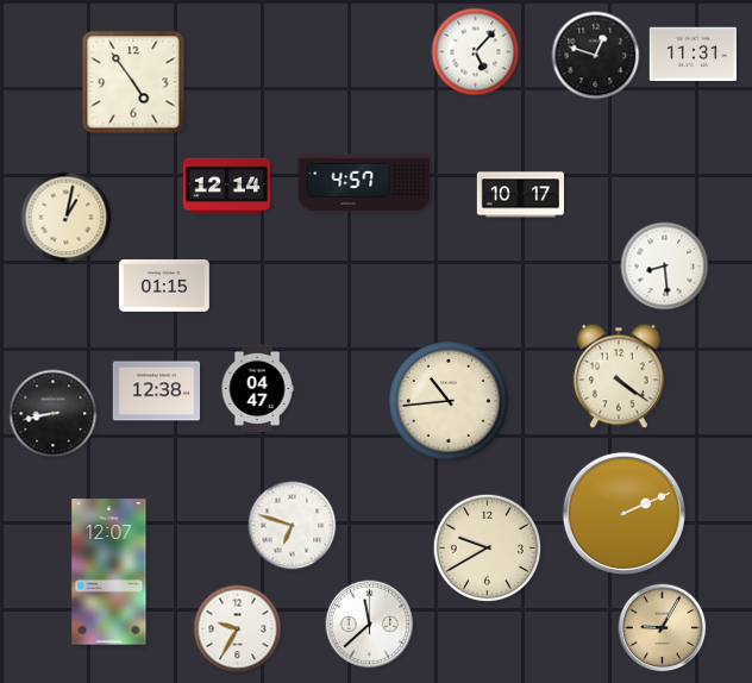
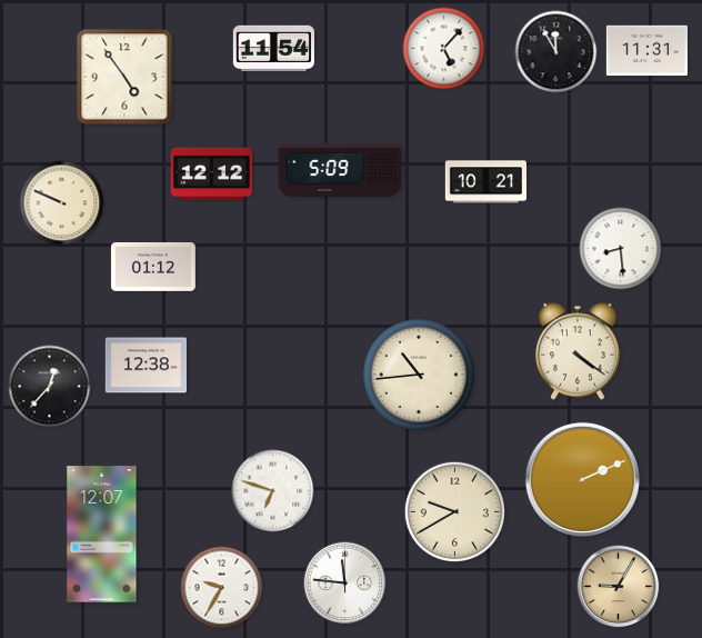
clock at (273, 49): none -> 11:54
clock at (596, 56): 12:48 -> 11:55
clock at (364, 182): 4:57 -> 5:09
clock at (226, 187): 12:14 -> 12:12
clock at (520, 195): 10:17 -> 10:21
clock at (67, 218): 1:02 -> 9:49
clock at (164, 287): 01:15 -> 01:12
clock at (257, 388): 04:47 -> none
clock at (54, 414): 8:43 -> 12:37
clock at (370, 625): 11:38 -> 11:46
